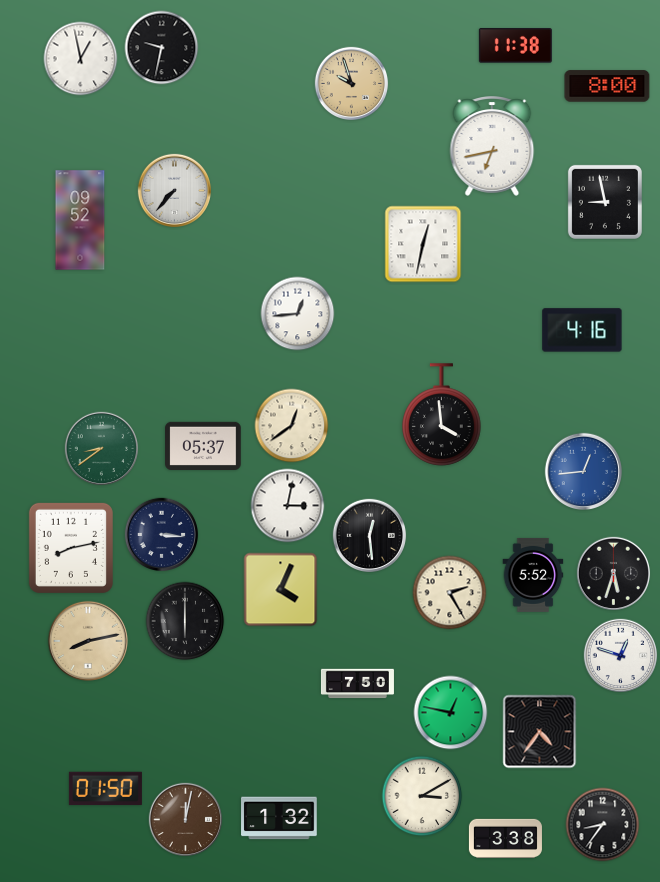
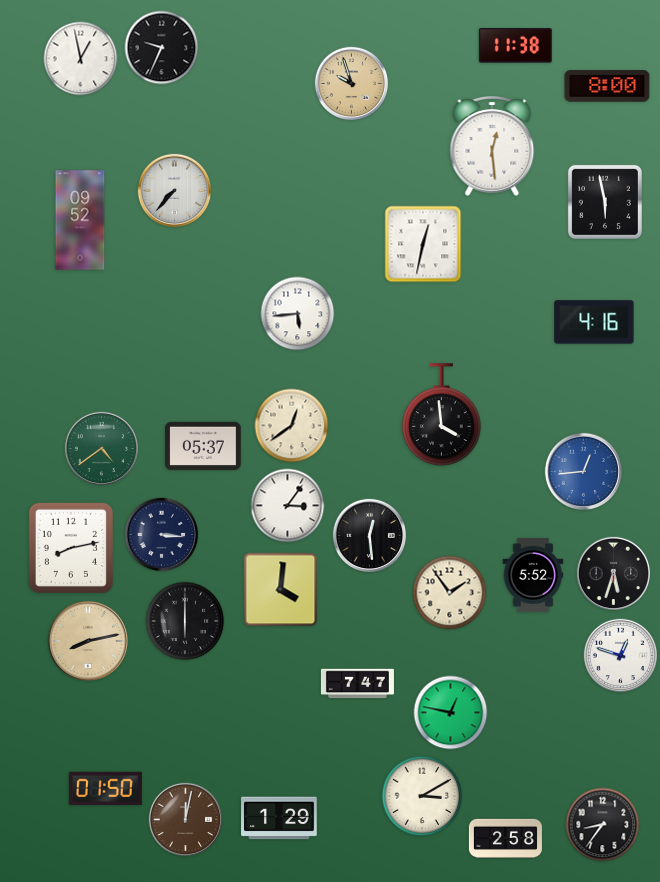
clock at (162, 48): 9:32 -> 9:34
clock at (492, 147): 6:43 -> 12:29
clock at (605, 202): 8:58 -> 5:58
clock at (298, 314): 12:44 -> 5:44
clock at (582, 330) position: (582, 330) -> (594, 322)
clock at (102, 449): 8:39 -> 4:39
clock at (288, 506): 3:02 -> 3:06
clock at (281, 590): 4:04 -> 4:01
clock at (450, 593): 2:25 -> 1:54
clock at (357, 684): 7:50 -> 7:47
clock at (540, 732): 4:36 -> none
clock at (279, 818): 1:32 -> 1:29
clock at (505, 838): 3:38 -> 2:58
